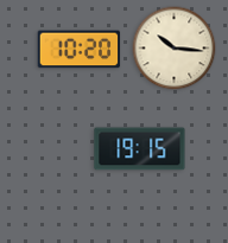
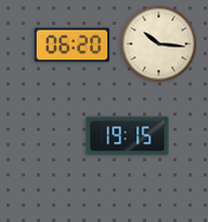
clock at (80, 50): 10:20 -> 06:20
